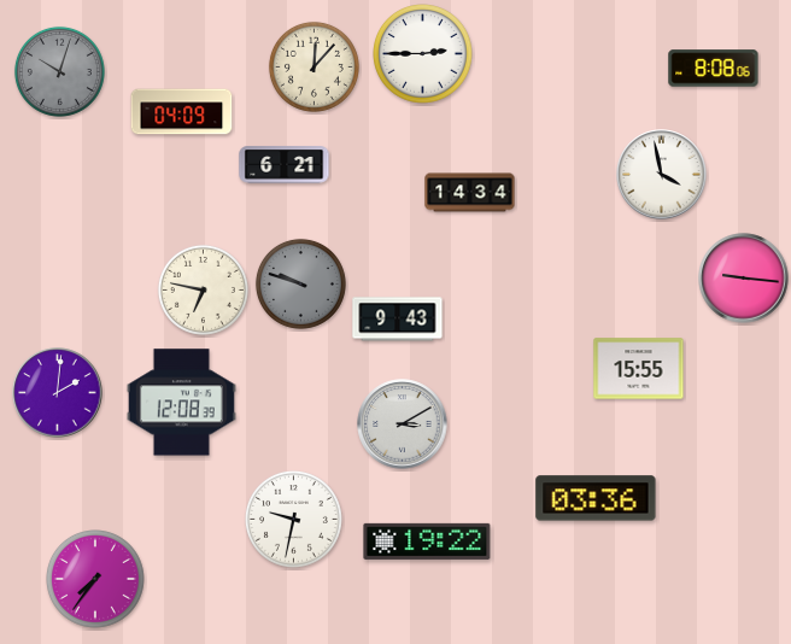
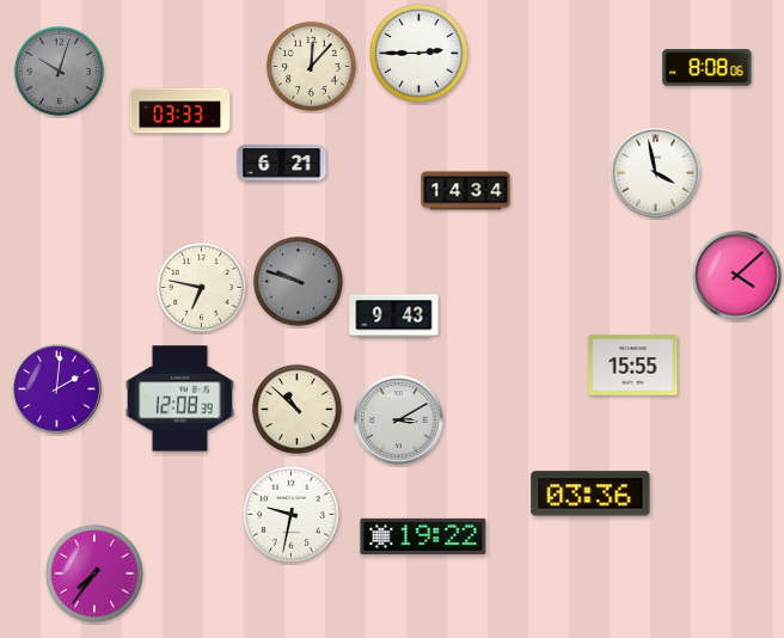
clock at (182, 112): 04:09 -> 03:33
clock at (744, 279): 9:16 -> 4:08
clock at (296, 409): none -> 10:52
